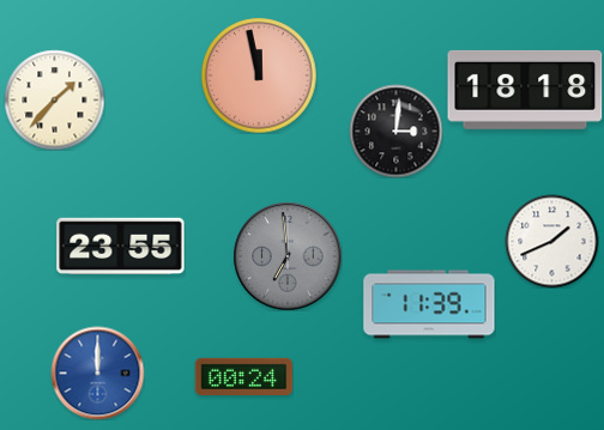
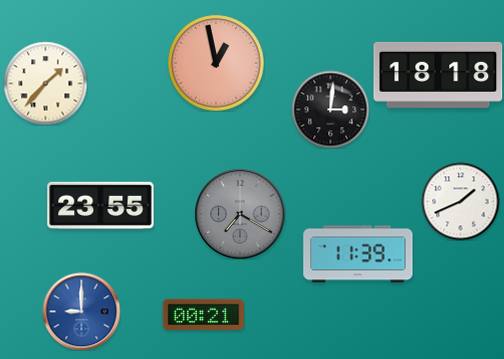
clock at (259, 75): 11:58 -> 12:58
clock at (288, 256): 6:59 -> 7:20
clock at (97, 373): 12:00 -> 9:00
clock at (243, 376): 00:24 -> 00:21
